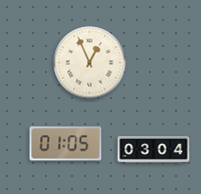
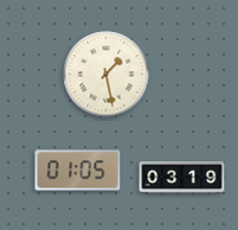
clock at (90, 63): 12:56 -> 1:28
clock at (154, 150): 03:04 -> 03:19
